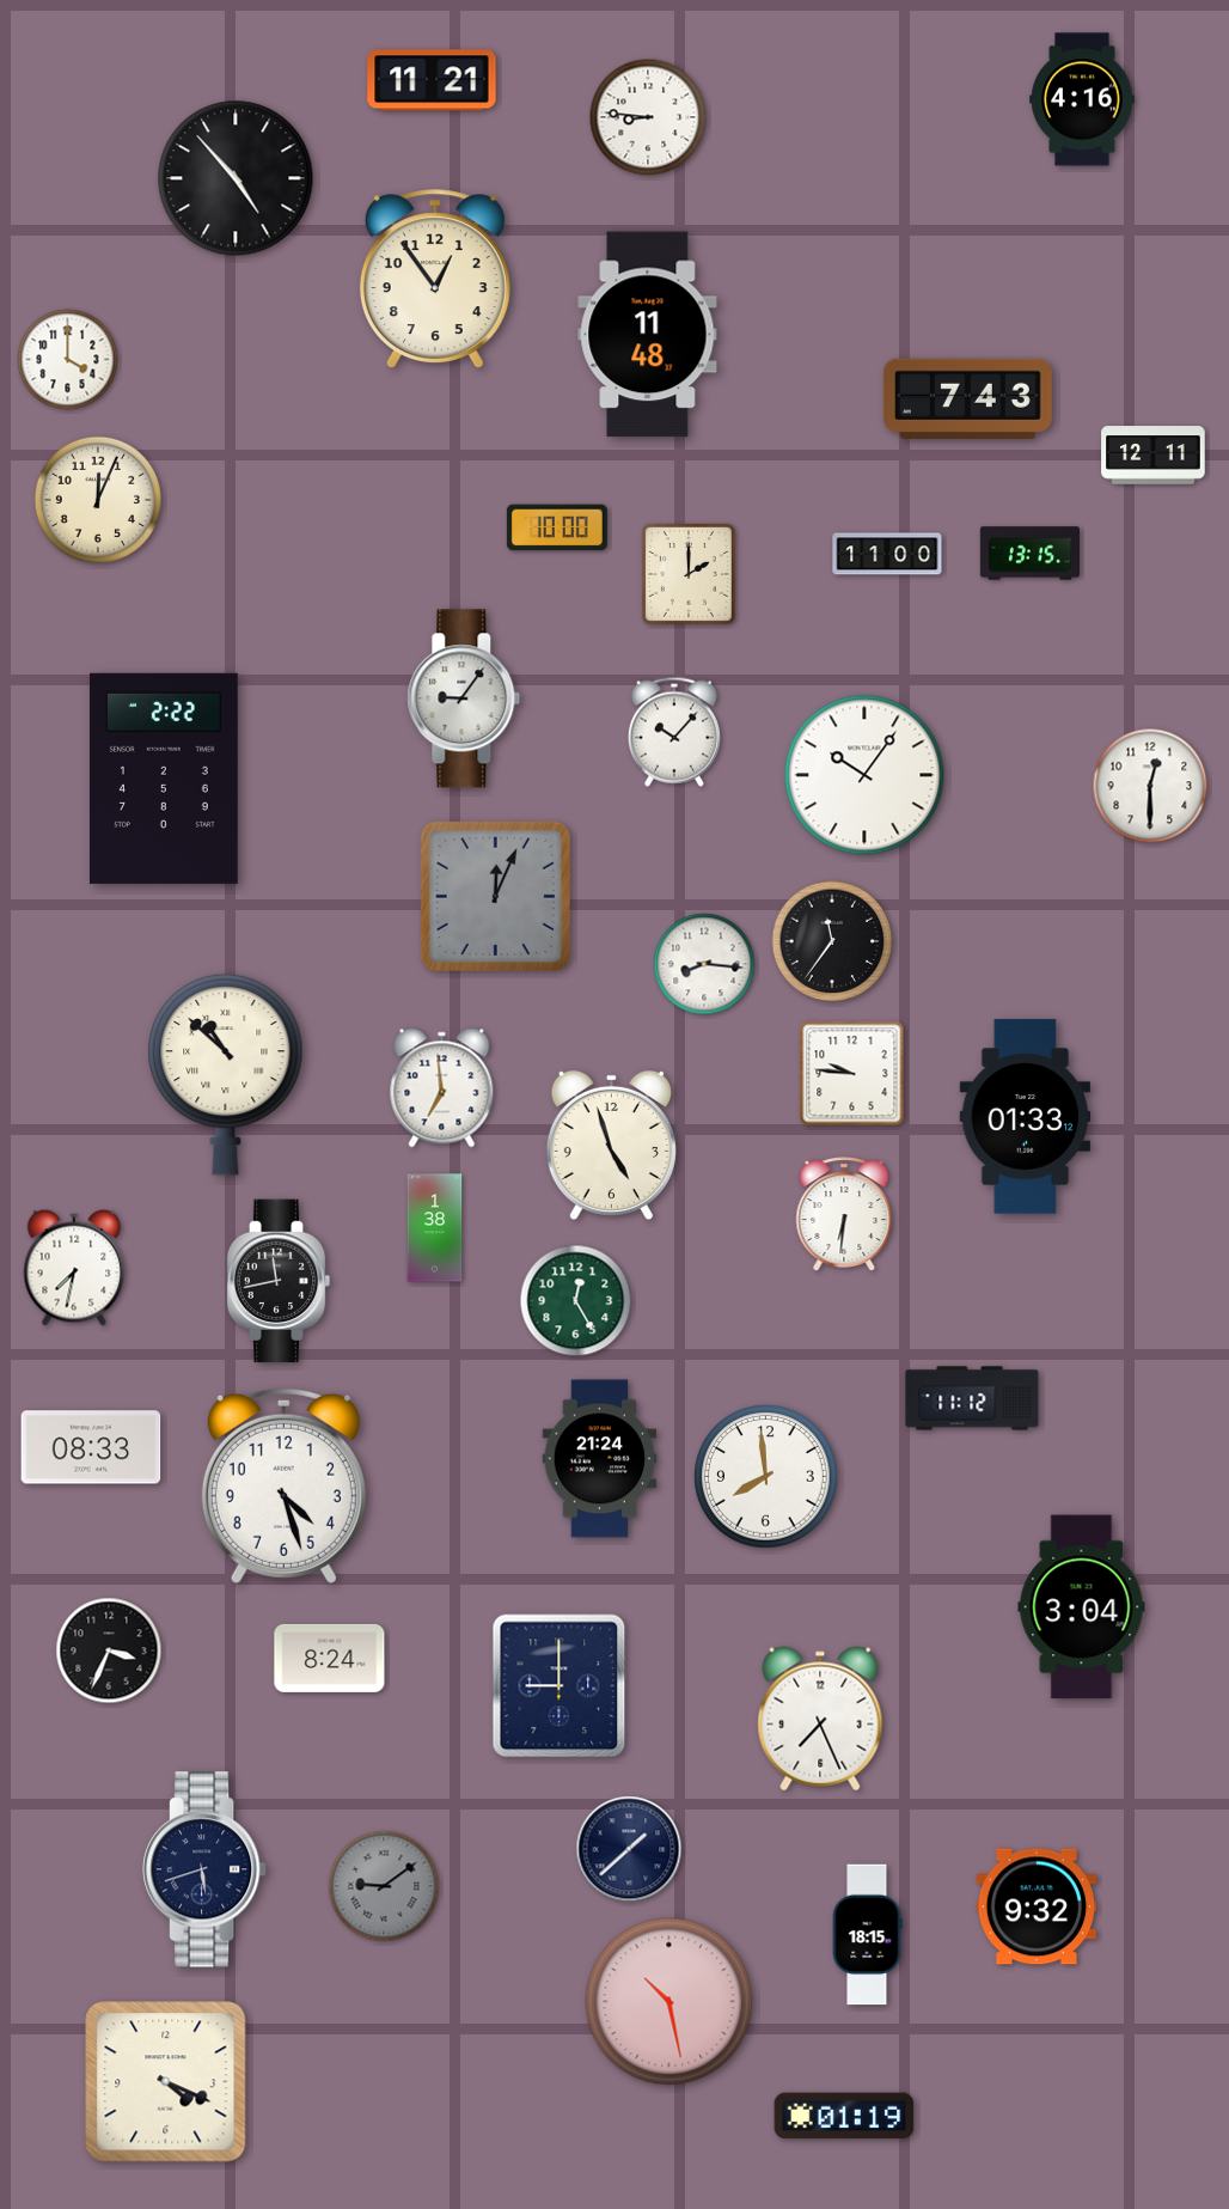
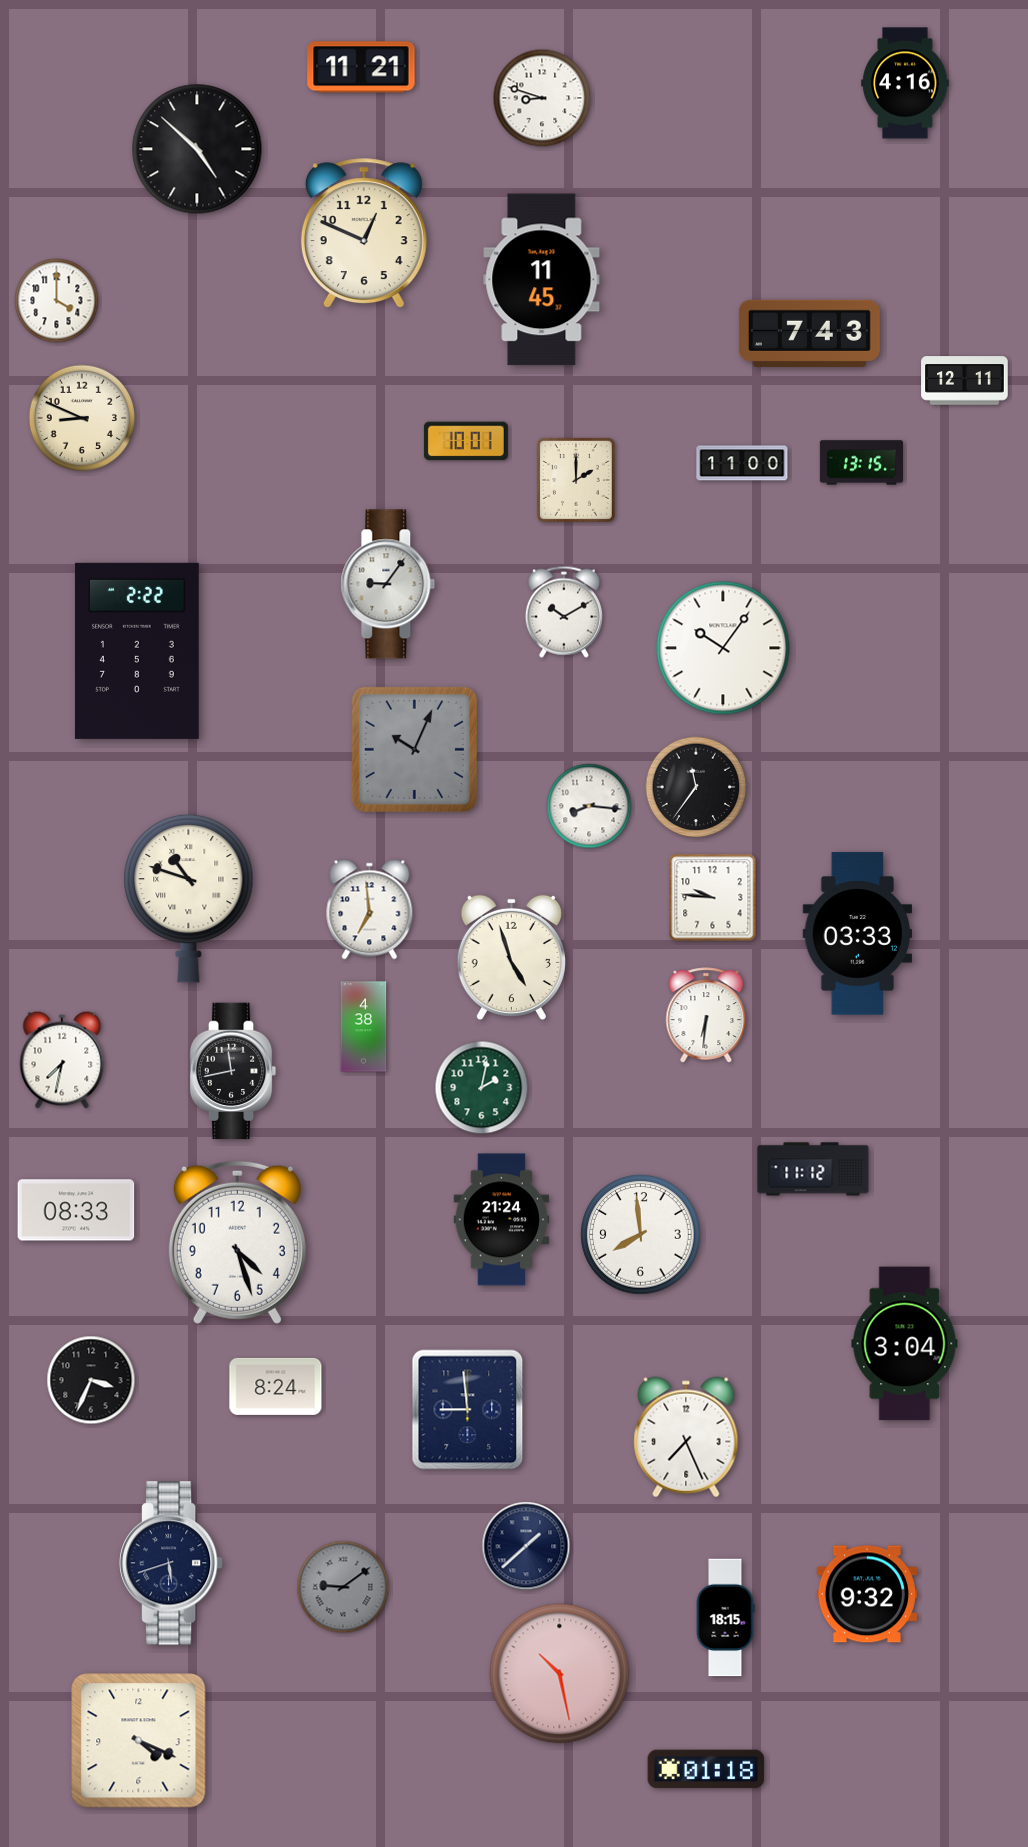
clock at (648, 117): 8:46 -> 8:48
clock at (236, 178): 4:53 -> 4:52
clock at (435, 279): 12:54 -> 12:49
clock at (648, 335): 11:48 -> 11:45
clock at (97, 499): 12:04 -> 8:49
clock at (557, 527): 10:00 -> 10:01
clock at (674, 732): 10:07 -> 10:10
clock at (1150, 786): 12:30 -> none
clock at (495, 896): 12:04 -> 10:04
clock at (226, 1074): 10:52 -> 10:48
clock at (1026, 1117): 01:33 -> 03:33
clock at (435, 1228): 1:38 -> 4:38
clock at (576, 1301): 12:25 -> 2:02
clock at (560, 1686): 9:00 -> 8:59
clock at (384, 1886) position: (384, 1886) -> (343, 1587)
clock at (844, 2116): 01:19 -> 01:18
